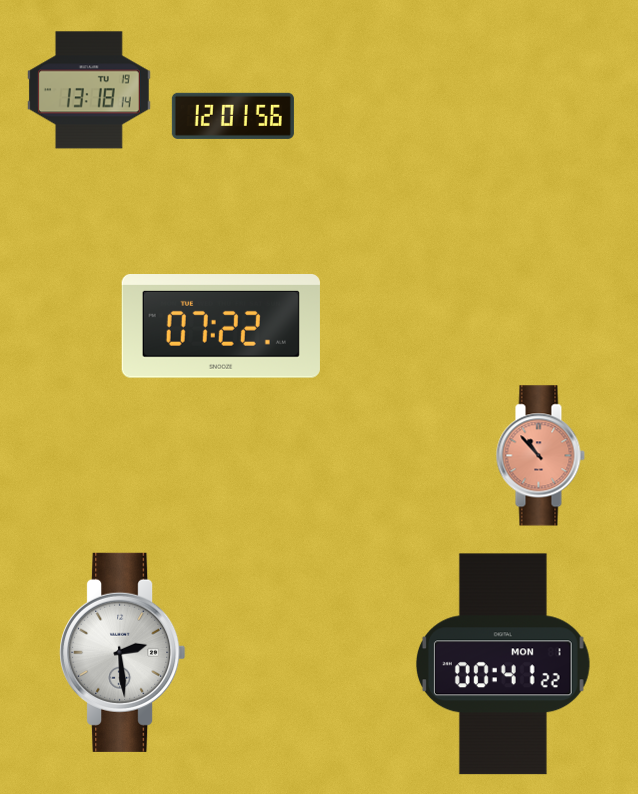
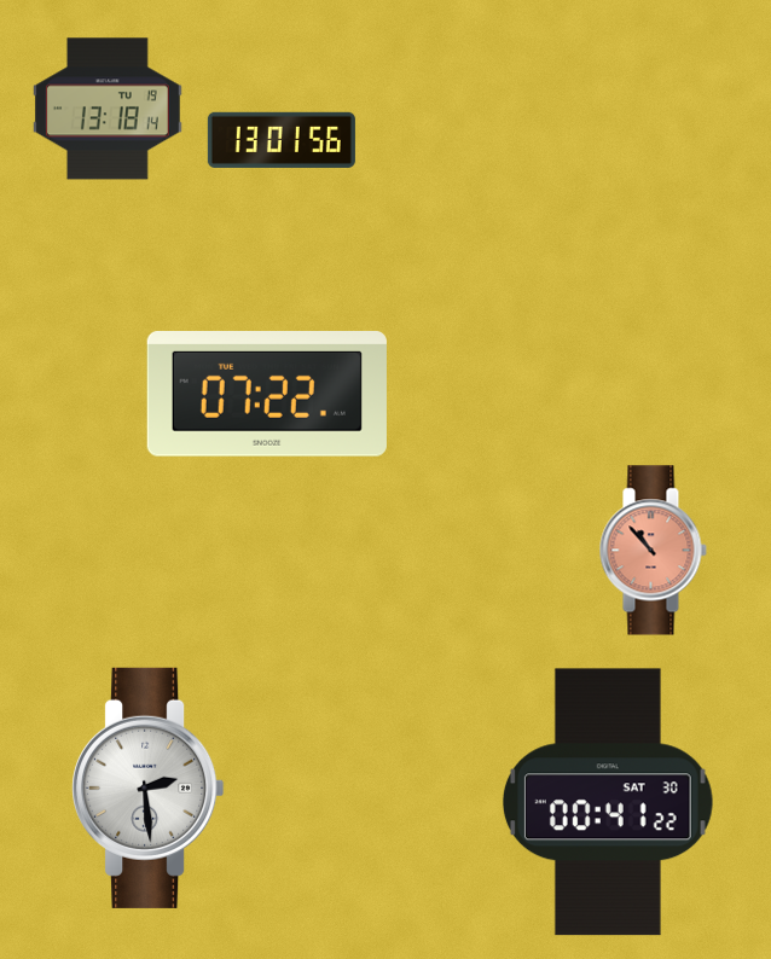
clock at (233, 116): 12:01 -> 13:01
clock at (503, 664) date: MON 1 -> SAT 30
